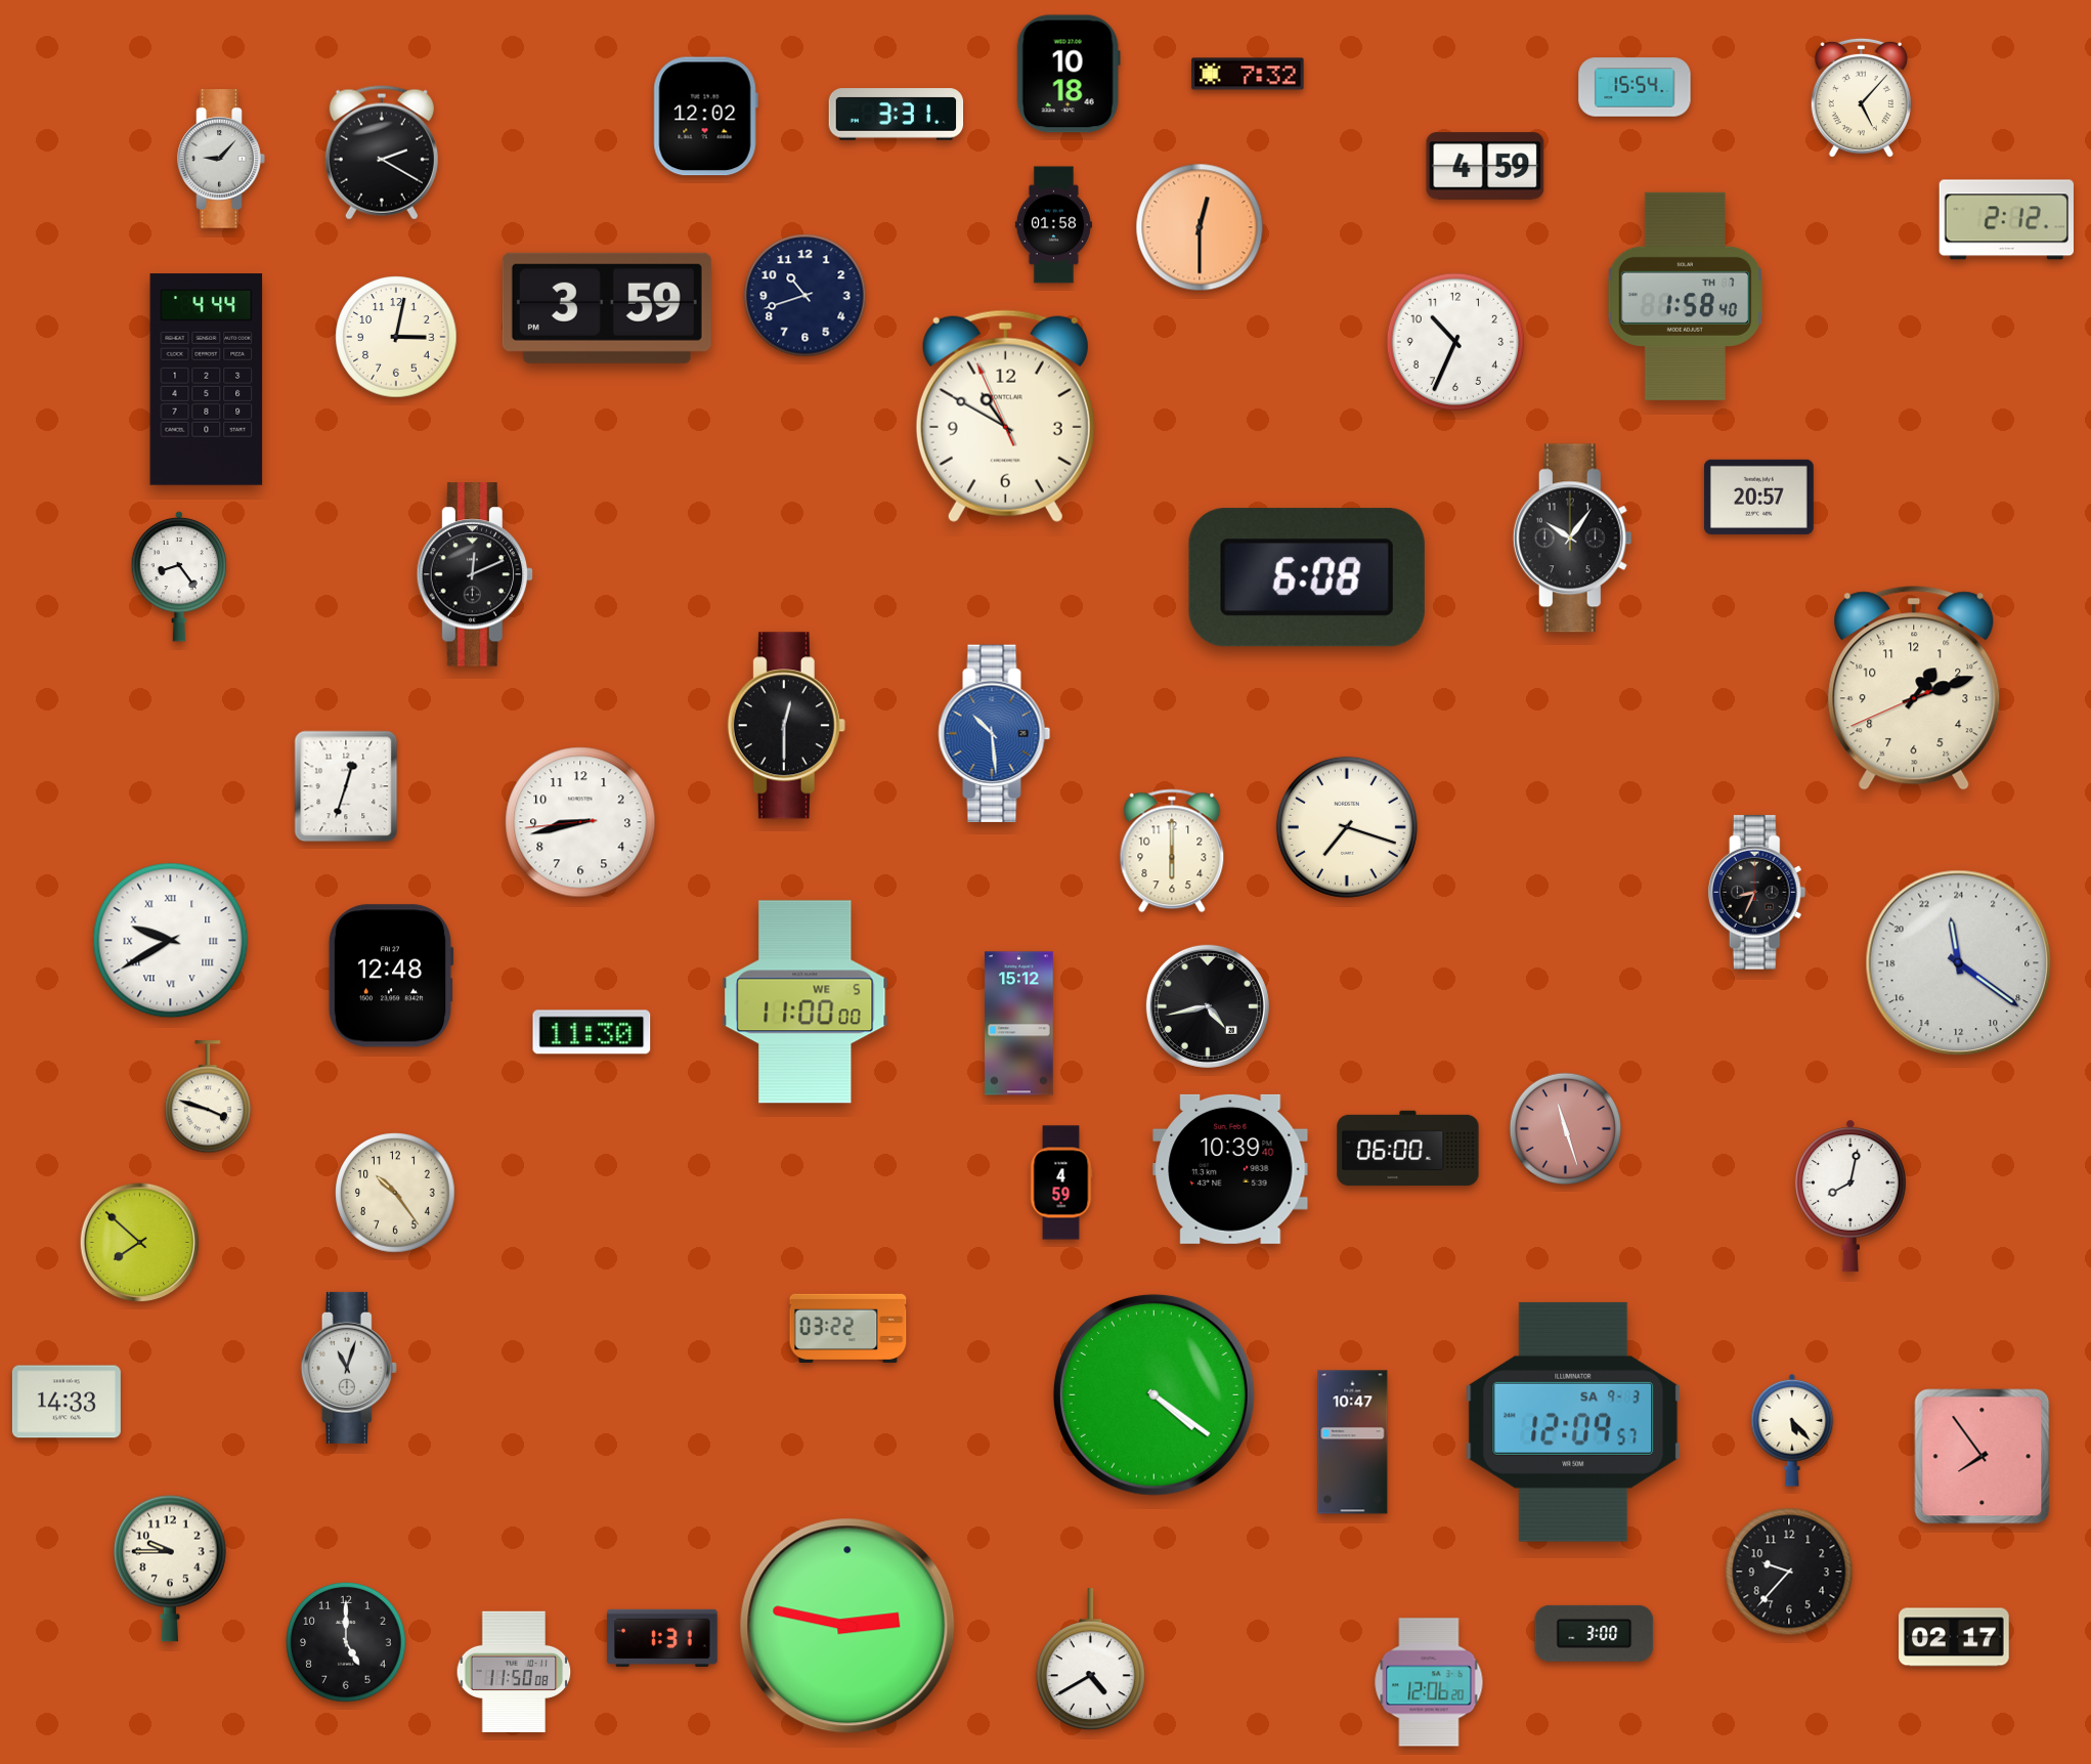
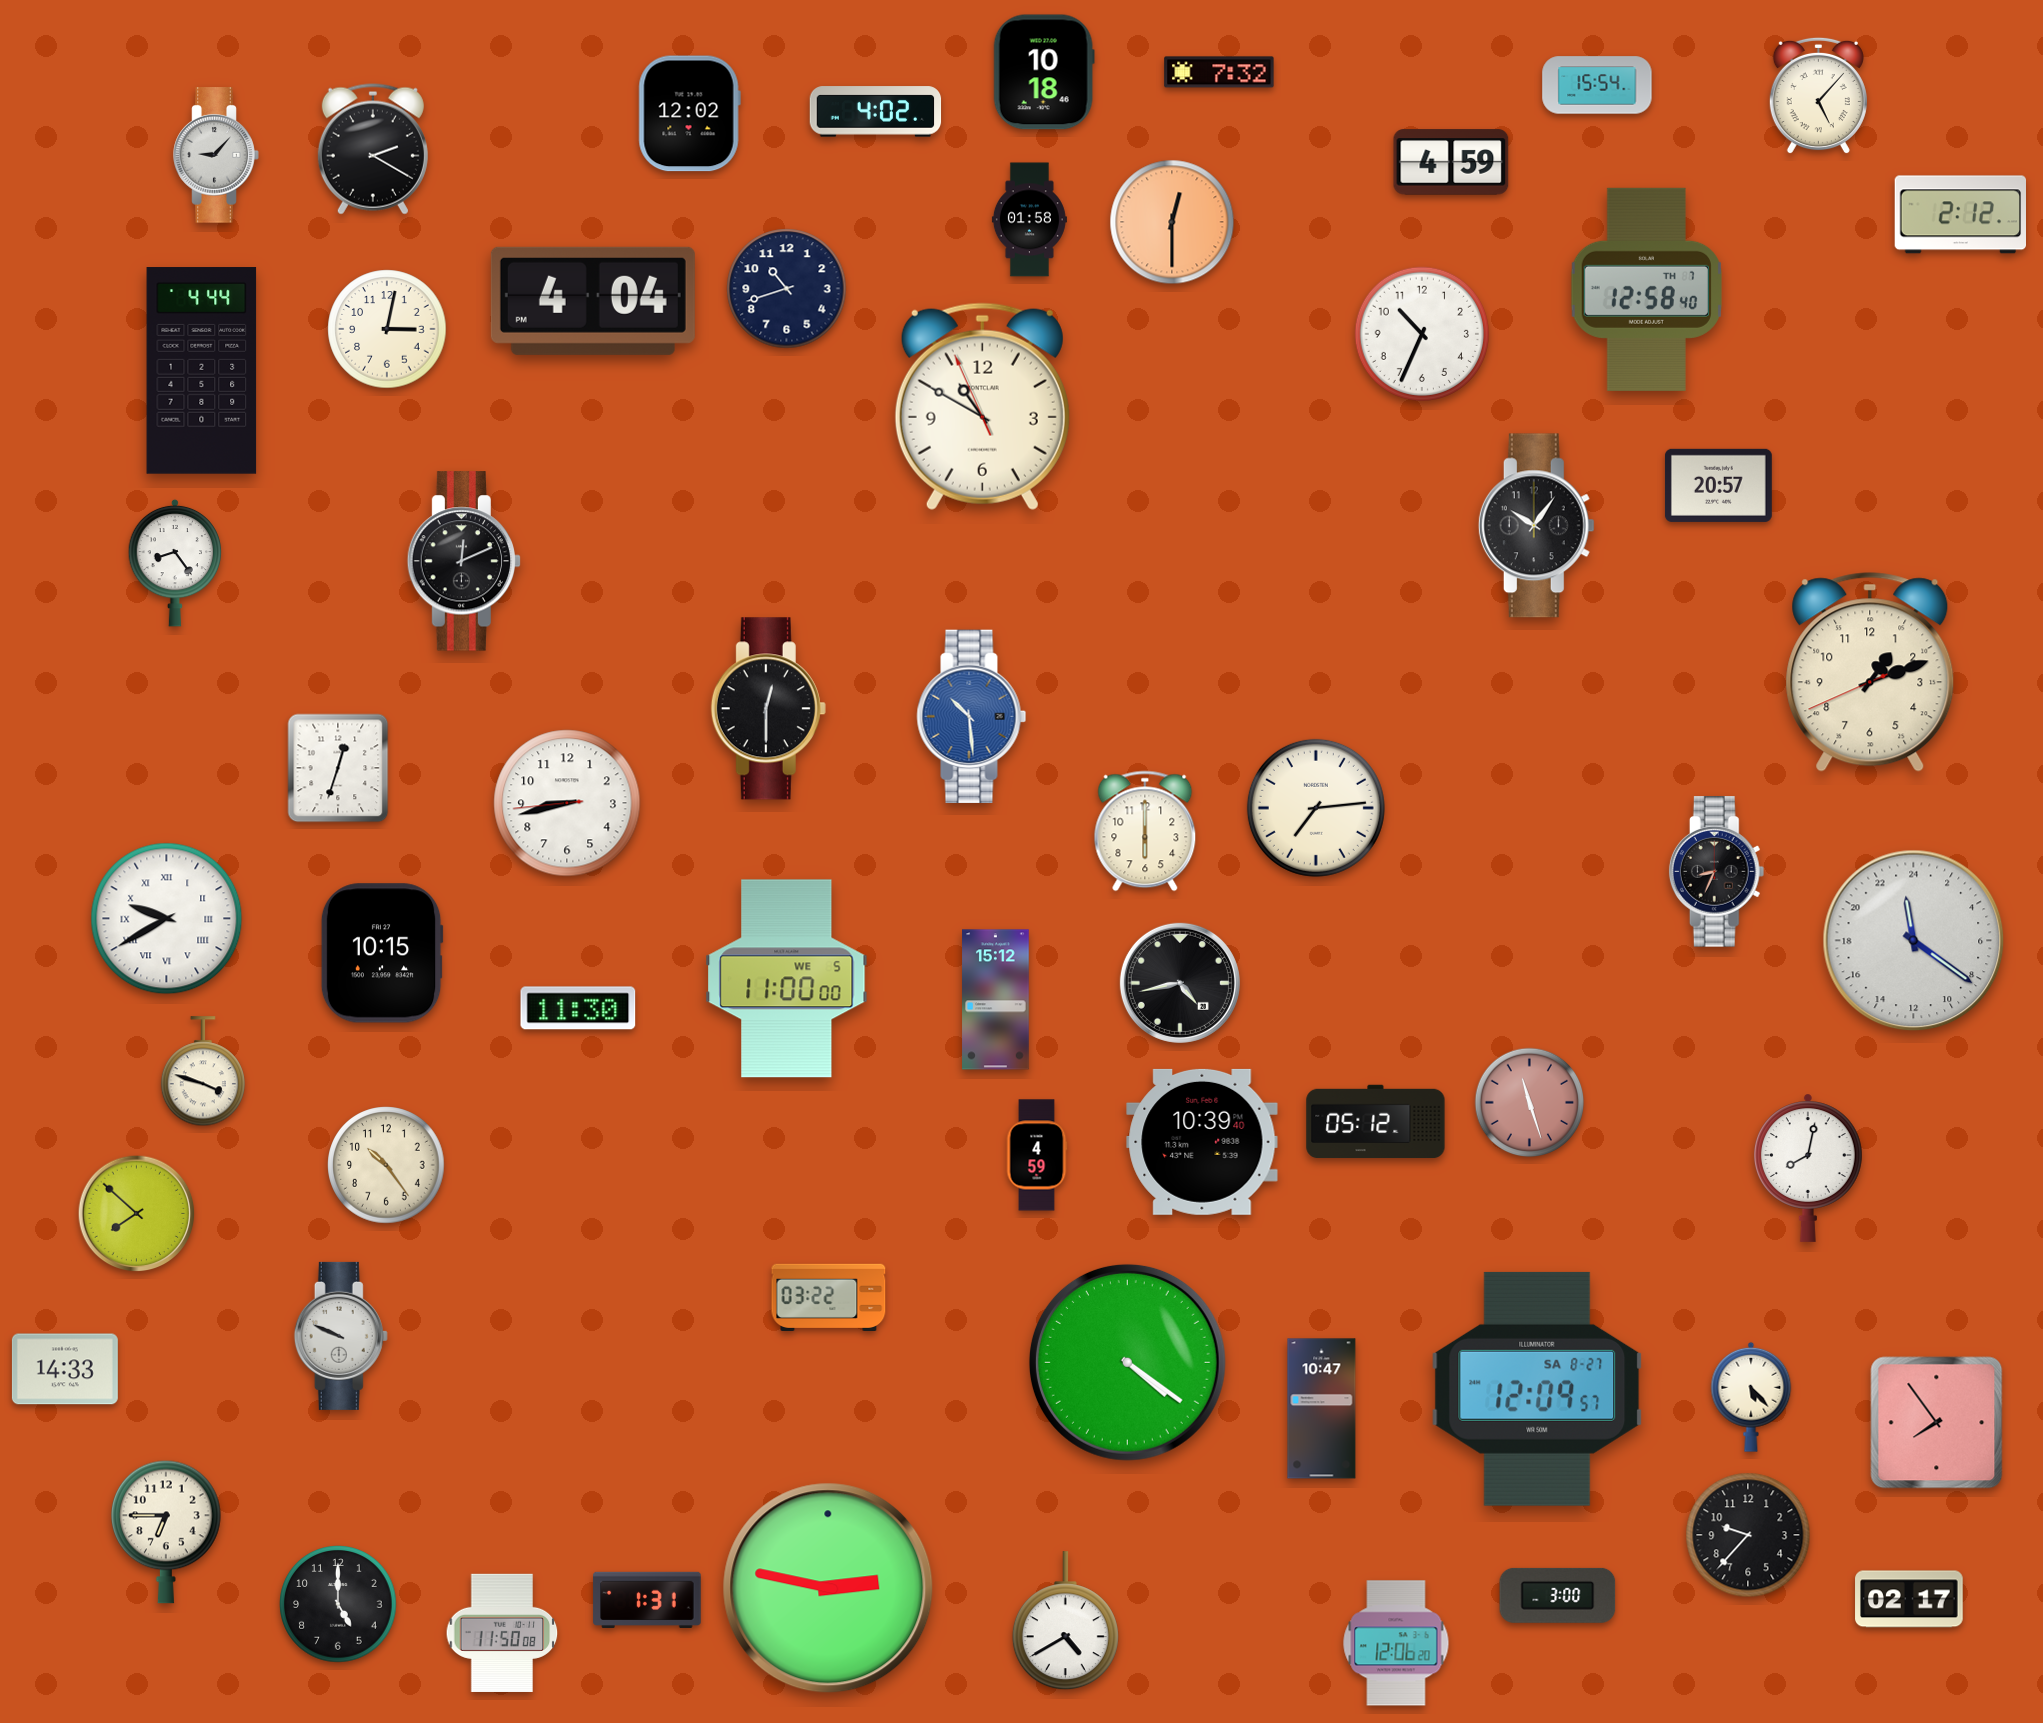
clock at (897, 115): 3:31 -> 4:02
clock at (1685, 296): 1:58 -> 12:58
clock at (607, 308): 3:59 -> 4:04
clock at (1307, 577): 6:08 -> none
clock at (1347, 827): 7:18 -> 7:14
clock at (391, 976): 12:48 -> 10:15
clock at (1408, 1149): 06:00 -> 05:12
clock at (349, 1368): 11:03 -> 9:49
clock at (1573, 1422) date: SA 9-3 -> SA 8-27
clock at (171, 1568): 9:45 -> 6:45
